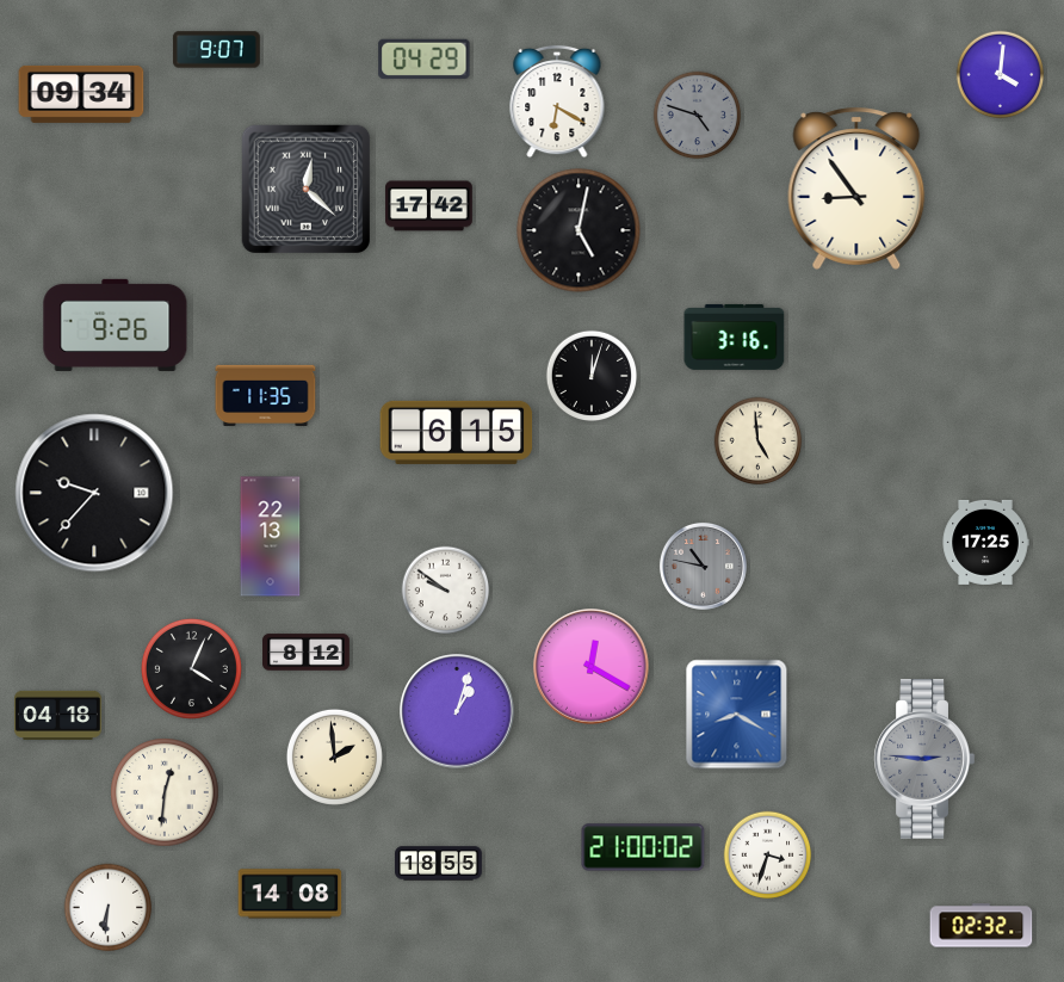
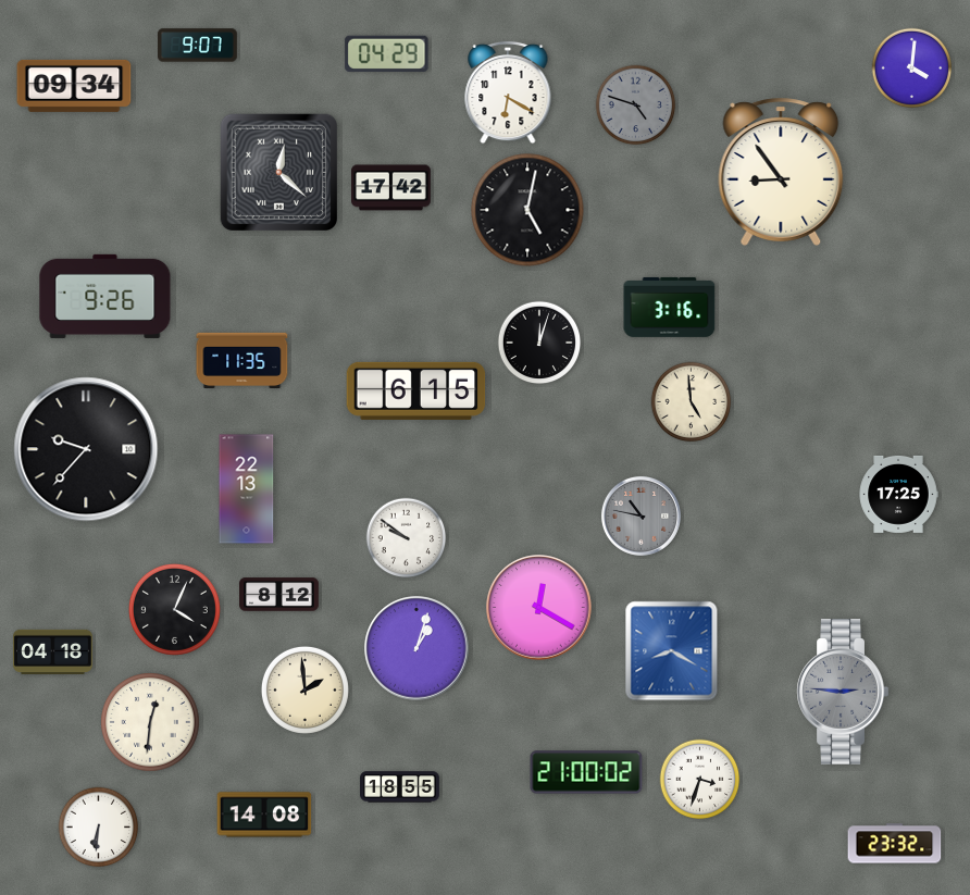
clock at (457, 432) position: (457, 432) -> (416, 390)
clock at (982, 926): 02:32 -> 23:32
